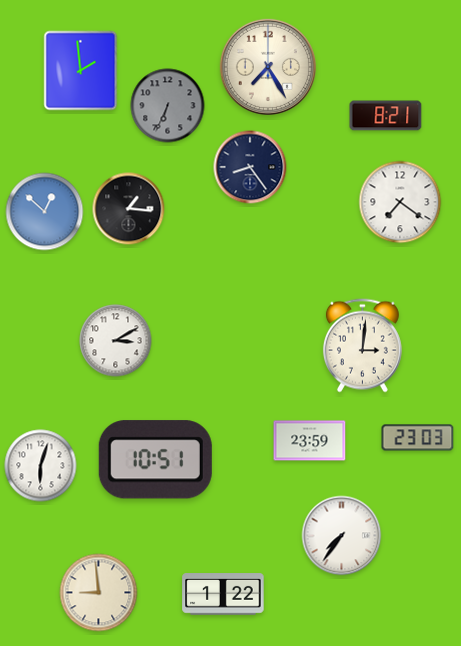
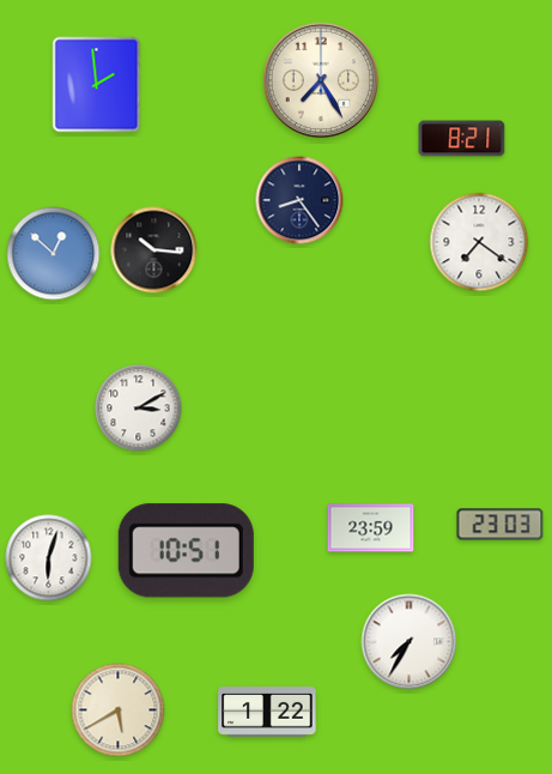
clock at (168, 106): 6:34 -> none
clock at (129, 209): 1:16 -> 10:16
clock at (362, 346): 3:01 -> none
clock at (342, 536): 7:36 -> 7:35
clock at (99, 593): 8:59 -> 5:40
